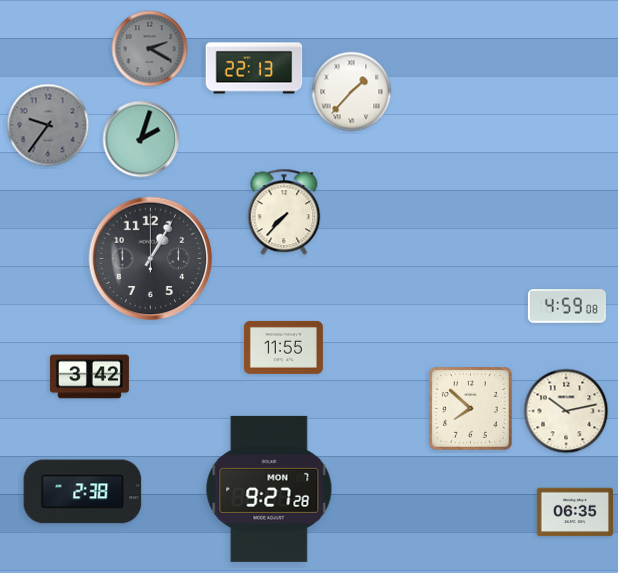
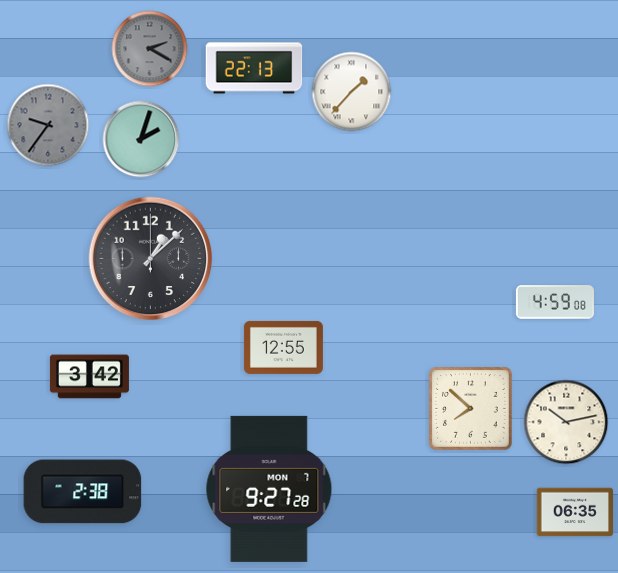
clock at (284, 212): 7:37 -> none
clock at (151, 259): 1:05 -> 1:08
clock at (567, 306) position: (567, 306) -> (555, 302)
clock at (283, 347): 11:55 -> 12:55
clock at (566, 411) position: (566, 411) -> (566, 422)
